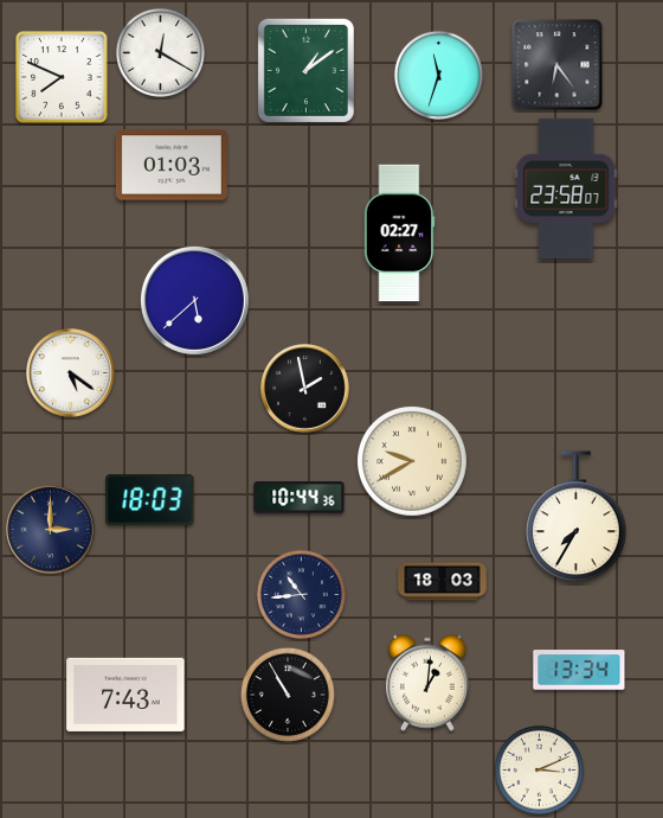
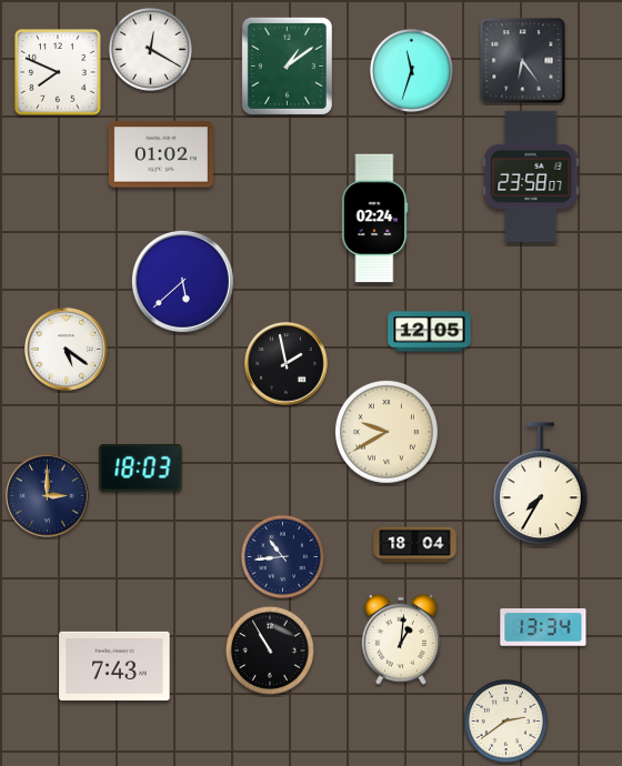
clock at (172, 165): 01:03 -> 01:02
clock at (399, 234): 02:27 -> 02:24
clock at (430, 332): none -> 12:05
clock at (300, 498): 10:44 -> none
clock at (443, 582): 18:03 -> 18:04
clock at (125, 695) position: (125, 695) -> (114, 666)
clock at (539, 769): 3:11 -> 2:39
